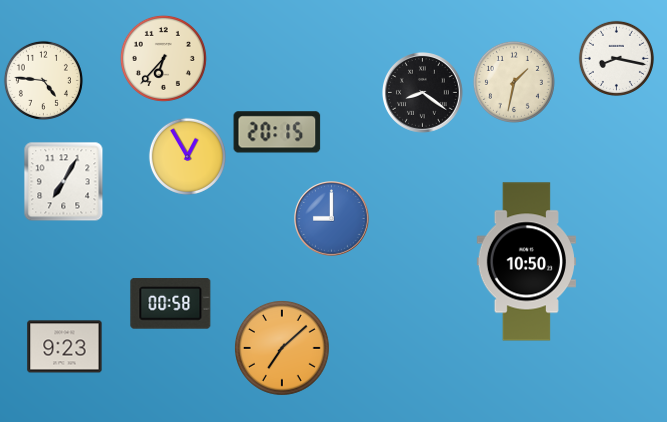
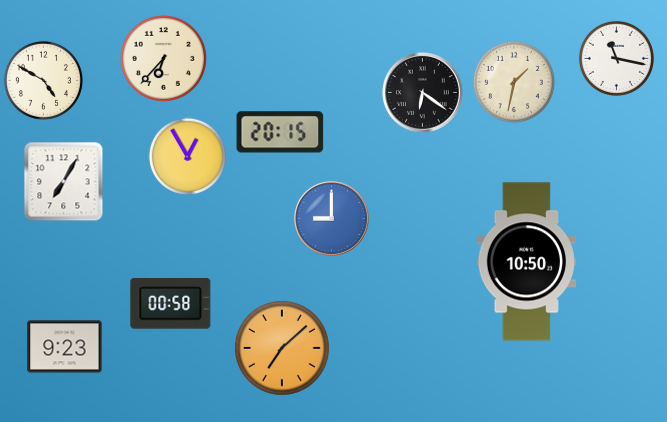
clock at (616, 58): 8:17 -> 11:17
clock at (43, 80): 4:46 -> 4:50
clock at (423, 93): 8:21 -> 6:21
clock at (277, 132) position: (277, 132) -> (280, 132)
